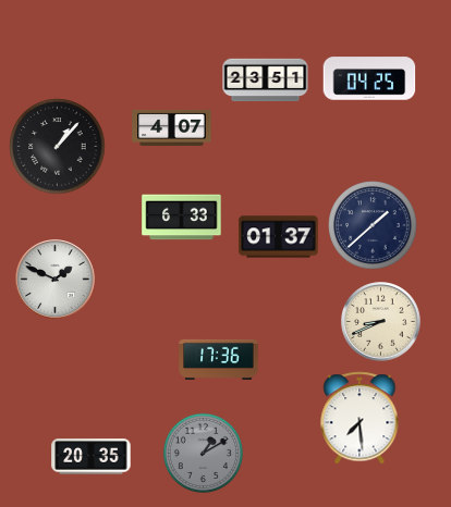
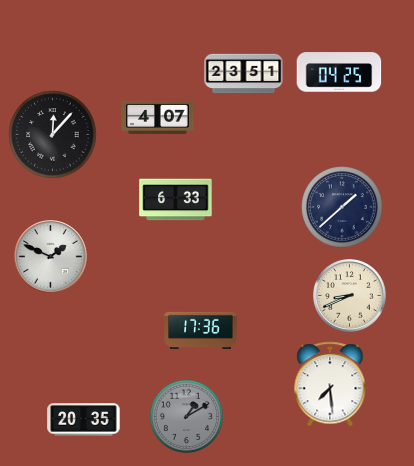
clock at (58, 147): 1:07 -> 12:07
clock at (182, 218) position: (182, 218) -> (176, 200)
clock at (279, 237): 01:37 -> none
